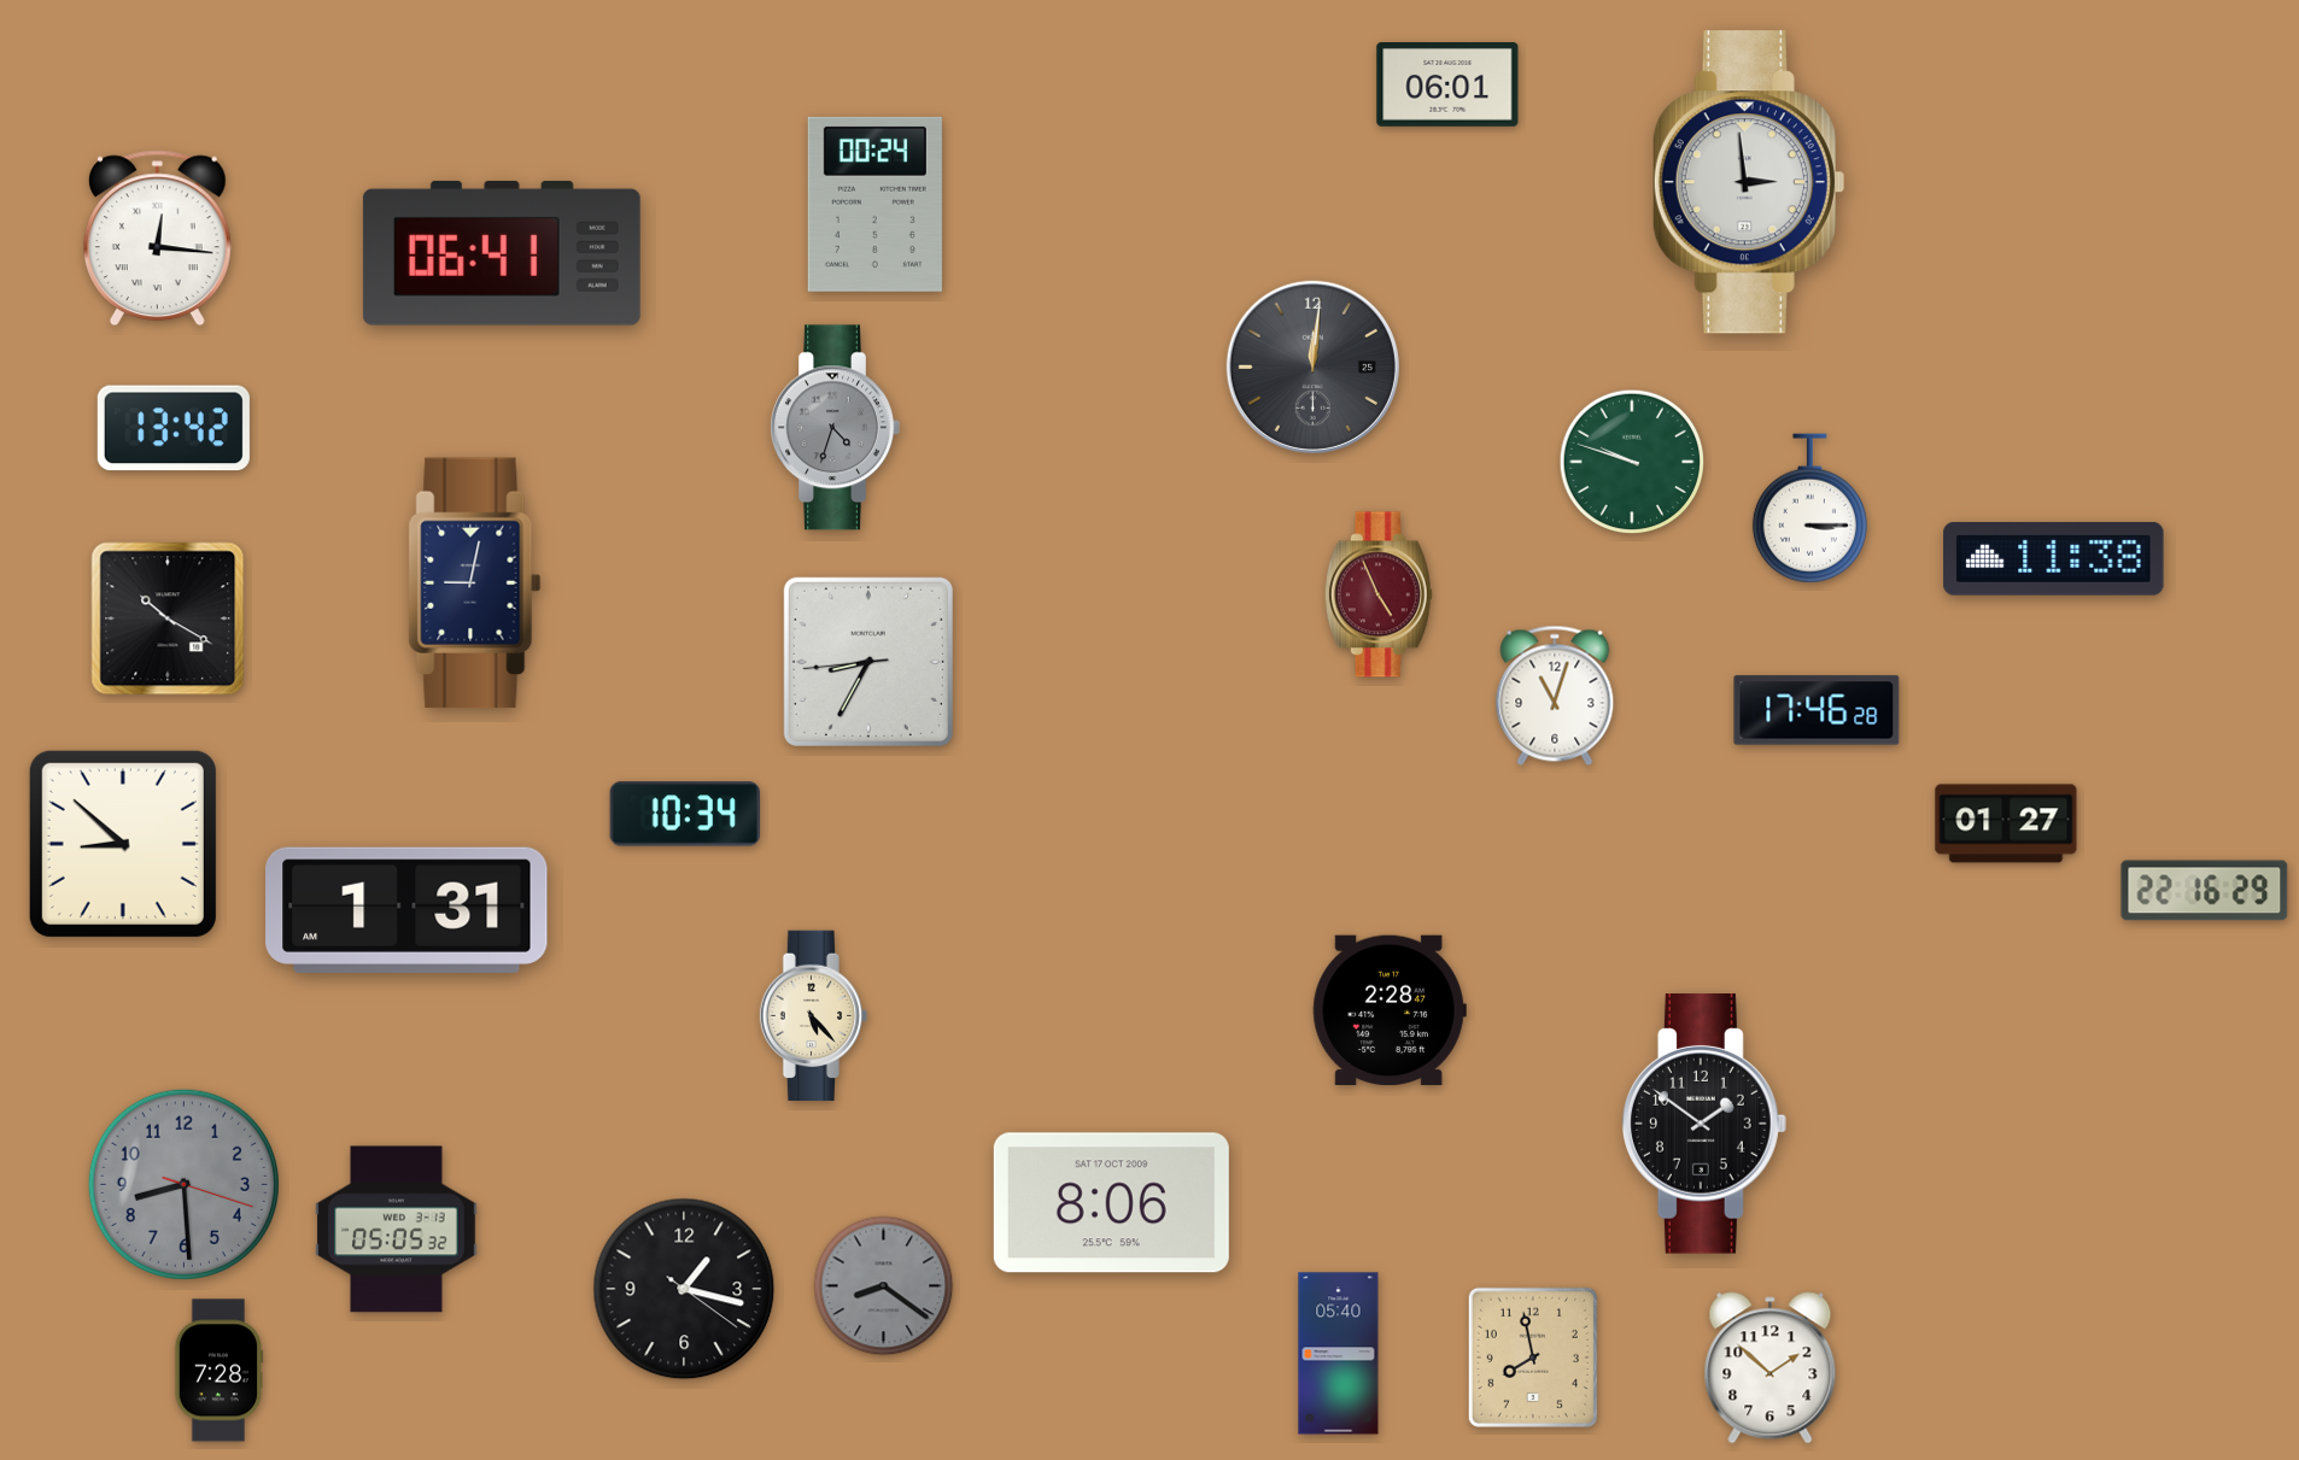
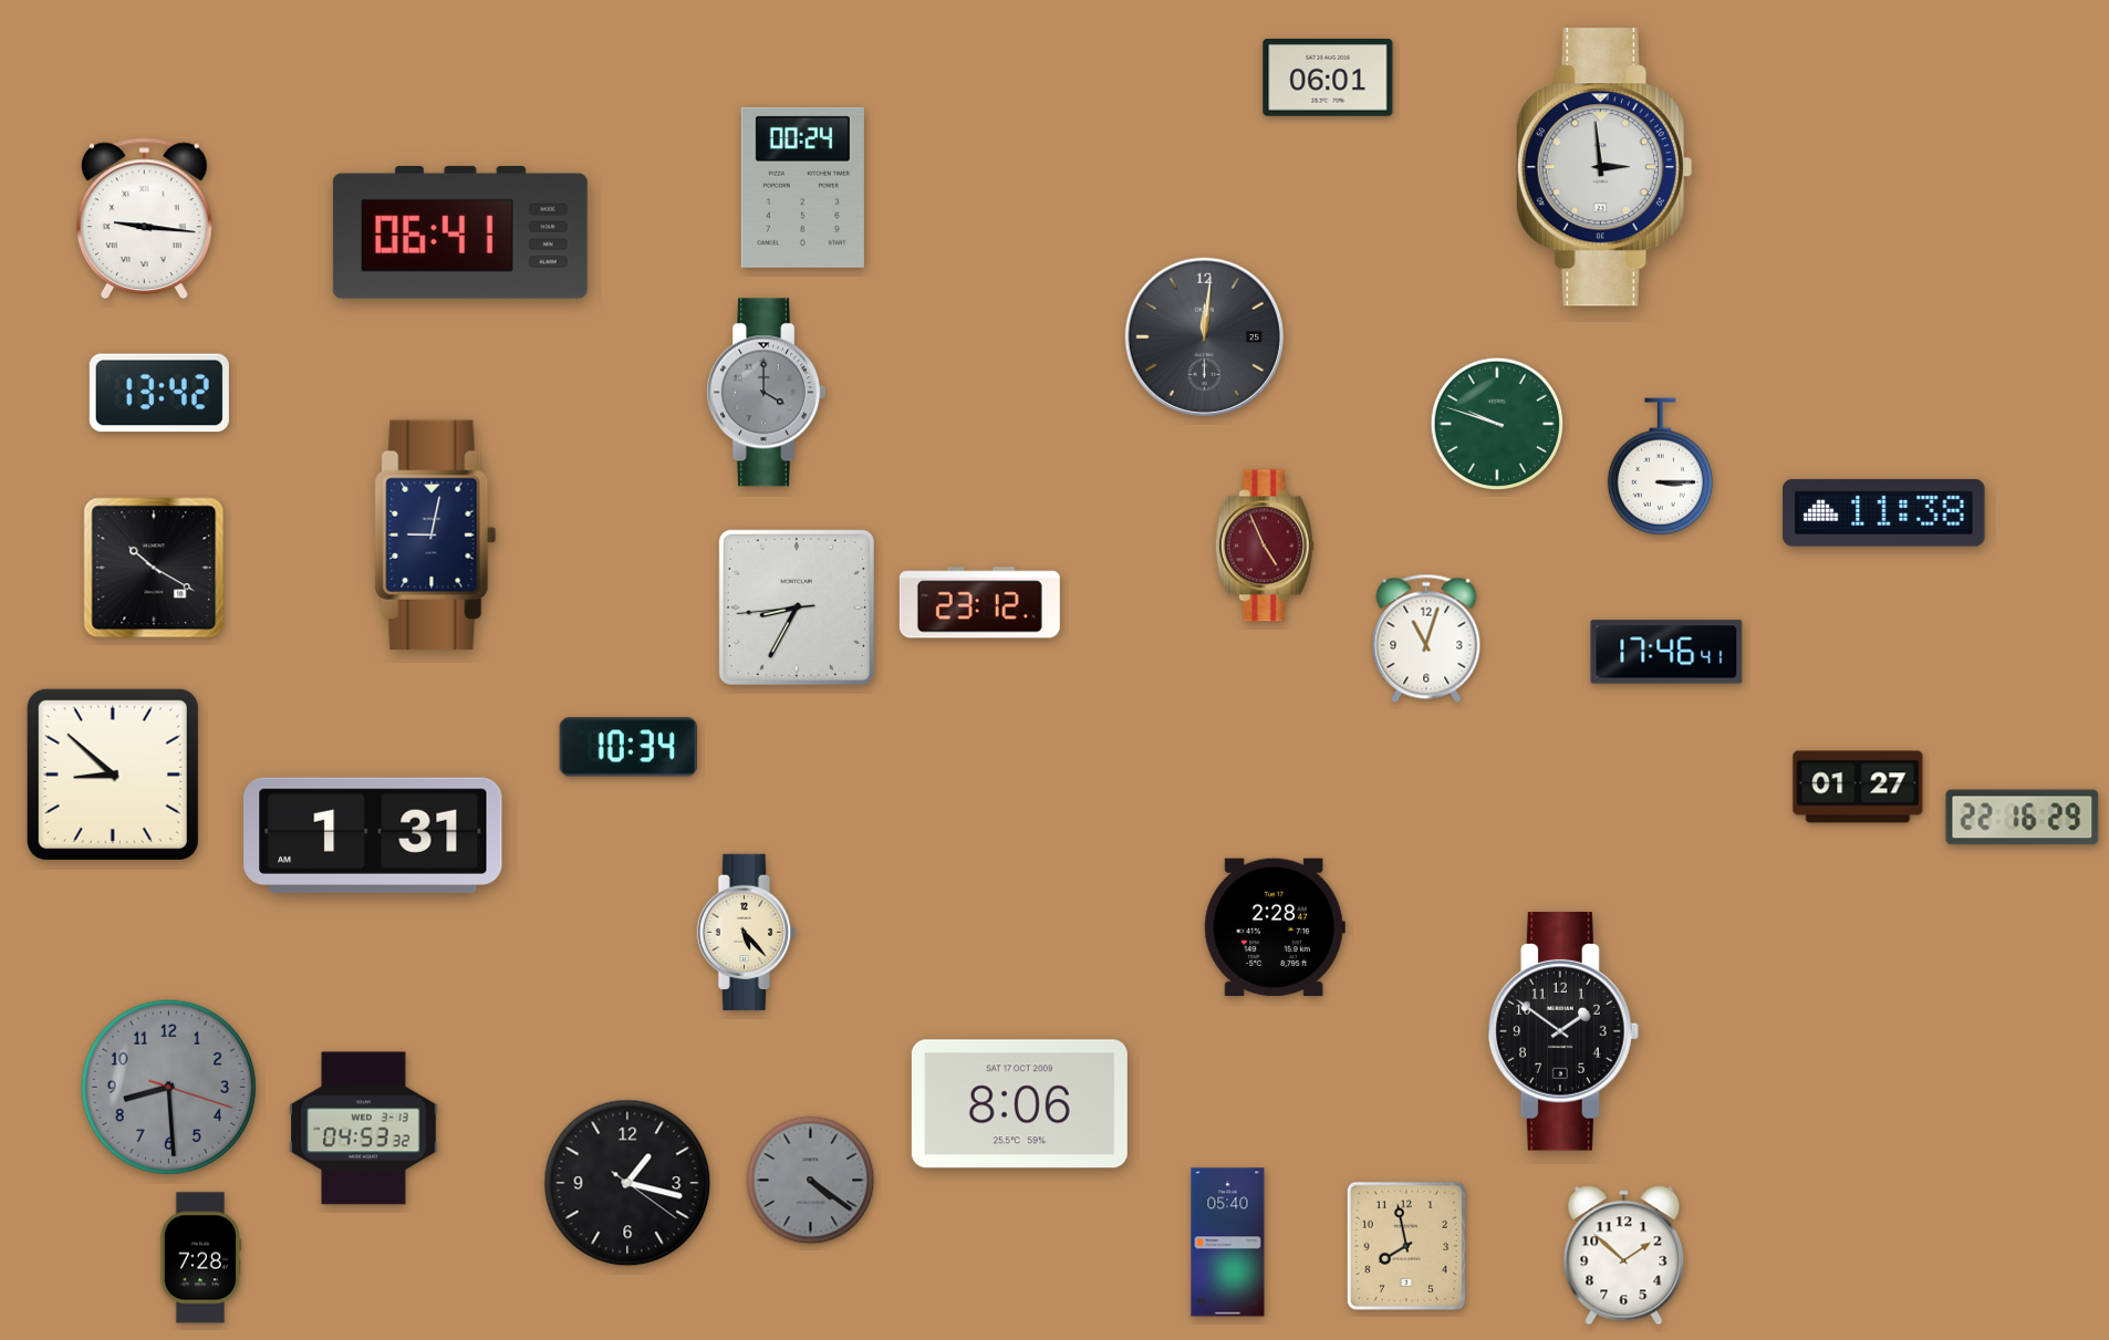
clock at (157, 239): 12:16 -> 9:16
clock at (835, 428): 4:33 -> 4:00
clock at (979, 603): none -> 23:12
clock at (1817, 710): 17:46:28 -> 17:46:41
clock at (2006, 823) position: (2006, 823) -> (1858, 787)
clock at (397, 1230): 05:05 -> 04:53
clock at (884, 1286): 8:21 -> 4:21
